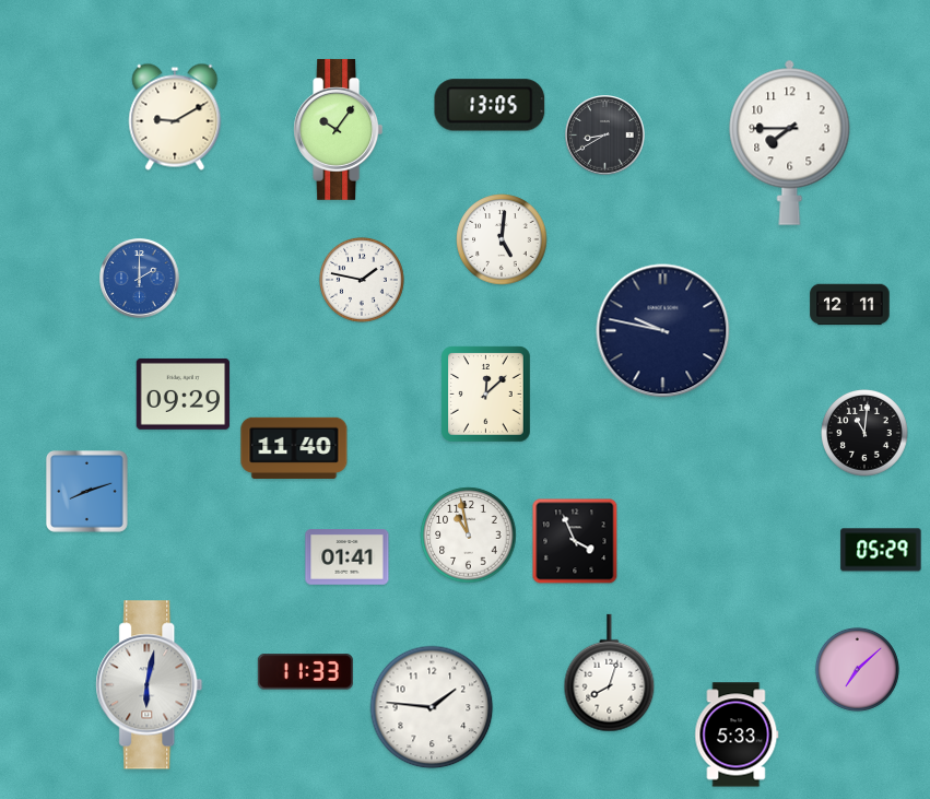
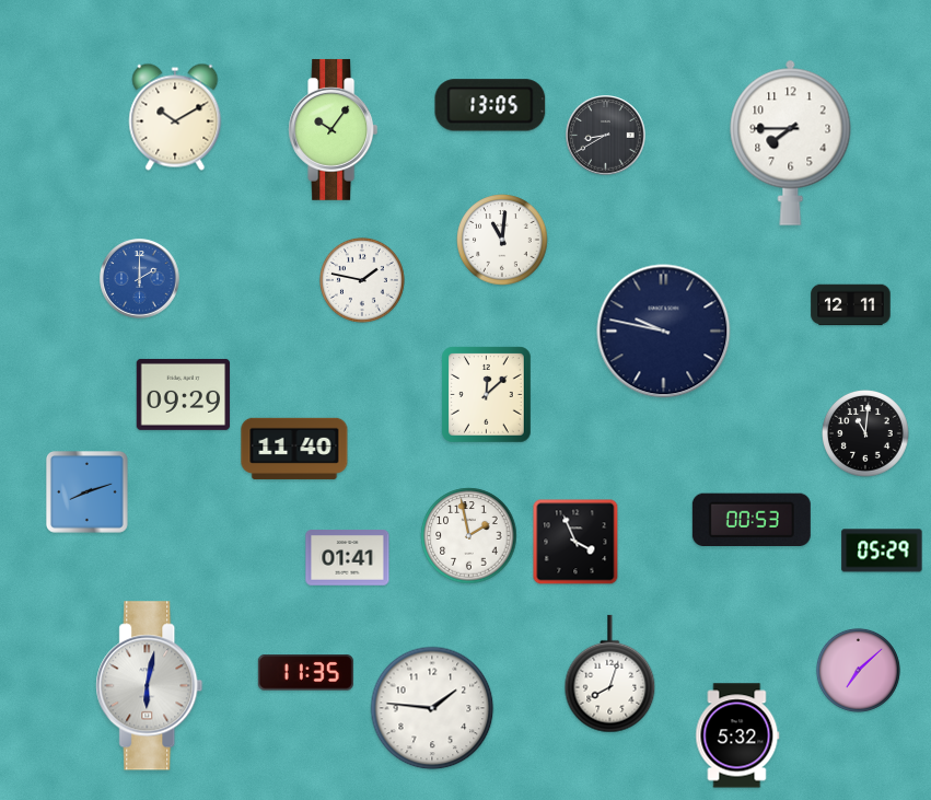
clock at (175, 117): 9:10 -> 10:10
clock at (339, 129) position: (339, 129) -> (334, 129)
clock at (502, 239): 5:01 -> 11:01
clock at (752, 520): none -> 00:53
clock at (469, 536): 10:58 -> 1:58
clock at (305, 672): 11:33 -> 11:35
clock at (737, 735): 5:33 -> 5:32
